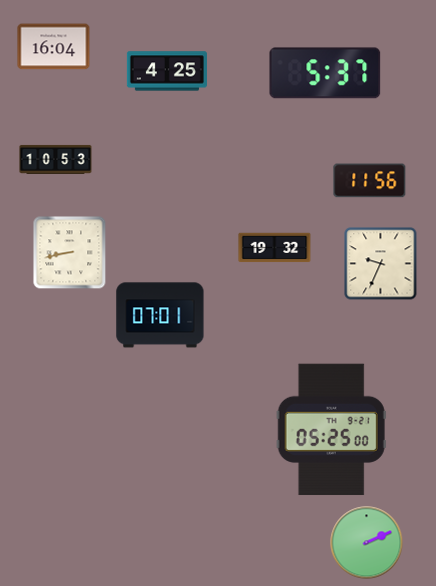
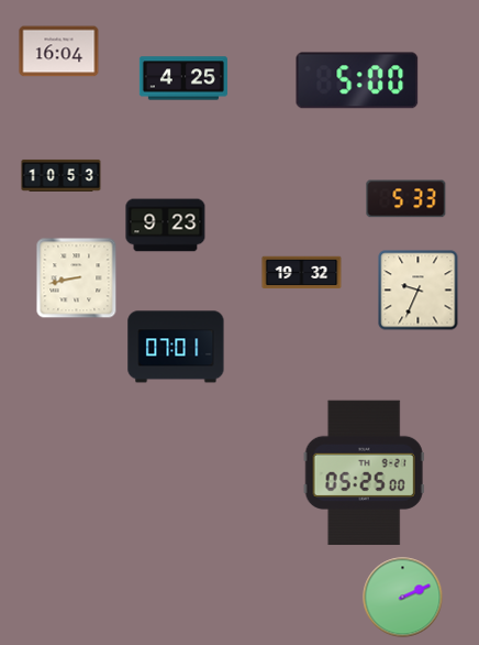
clock at (325, 73): 5:37 -> 5:00
clock at (370, 181): 11:56 -> 5:33
clock at (166, 226): none -> 9:23
